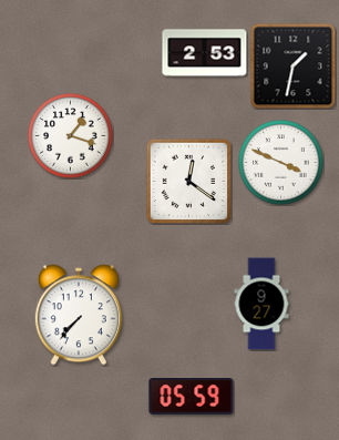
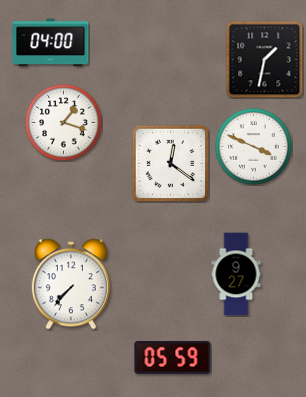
clock at (51, 43): none -> 04:00
clock at (205, 53): 2:53 -> none
